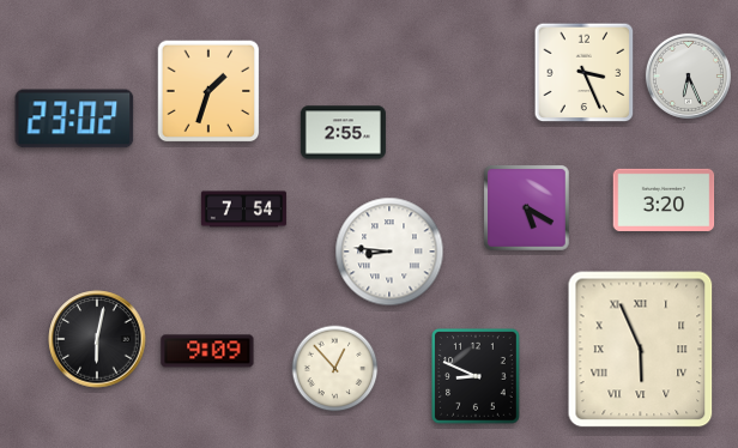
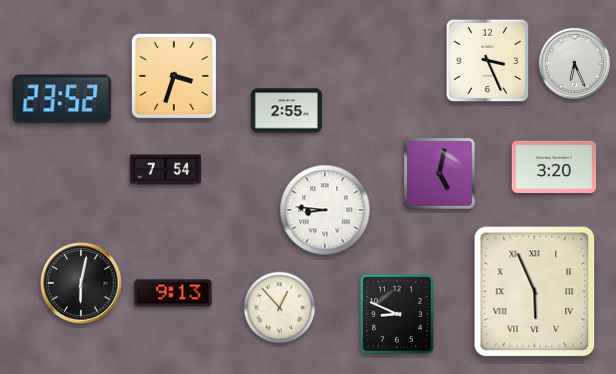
clock at (208, 91): 1:33 -> 3:33
clock at (74, 119): 23:02 -> 23:52
clock at (527, 208): 5:20 -> 5:02
clock at (243, 210) position: (243, 210) -> (165, 170)
clock at (207, 351): 9:09 -> 9:13
